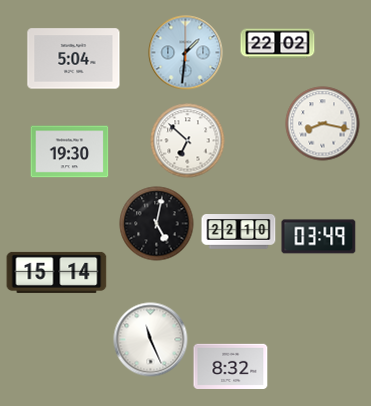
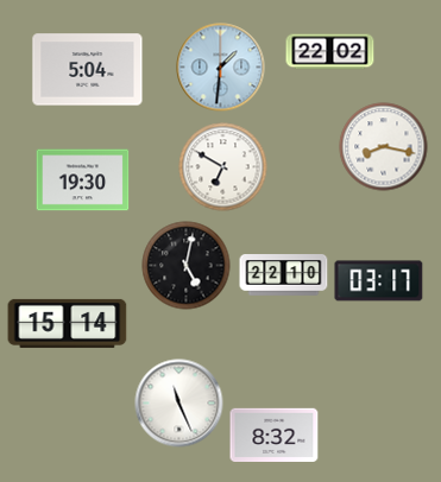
clock at (186, 53) position: (186, 53) -> (221, 68)
clock at (188, 141): 6:52 -> 6:50
clock at (319, 237): 03:49 -> 03:17
